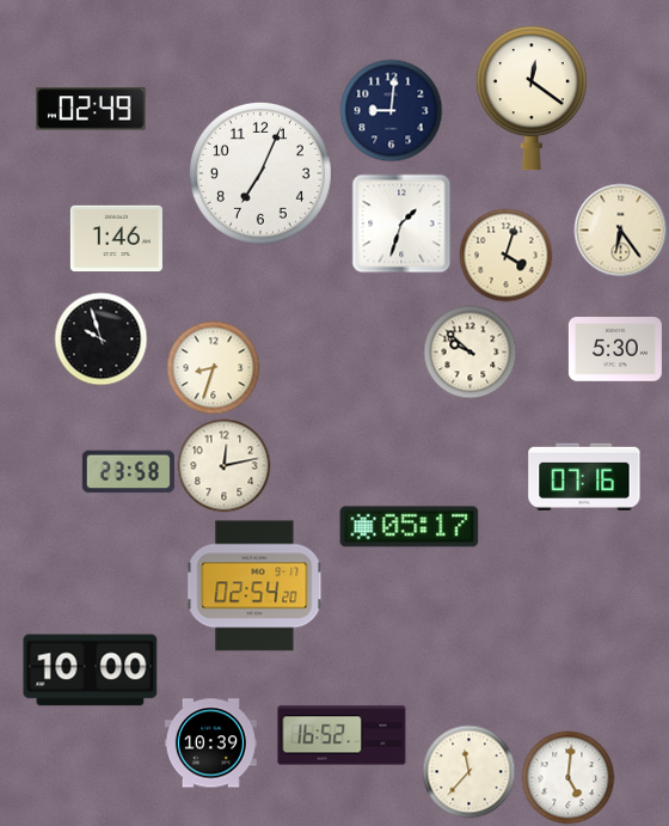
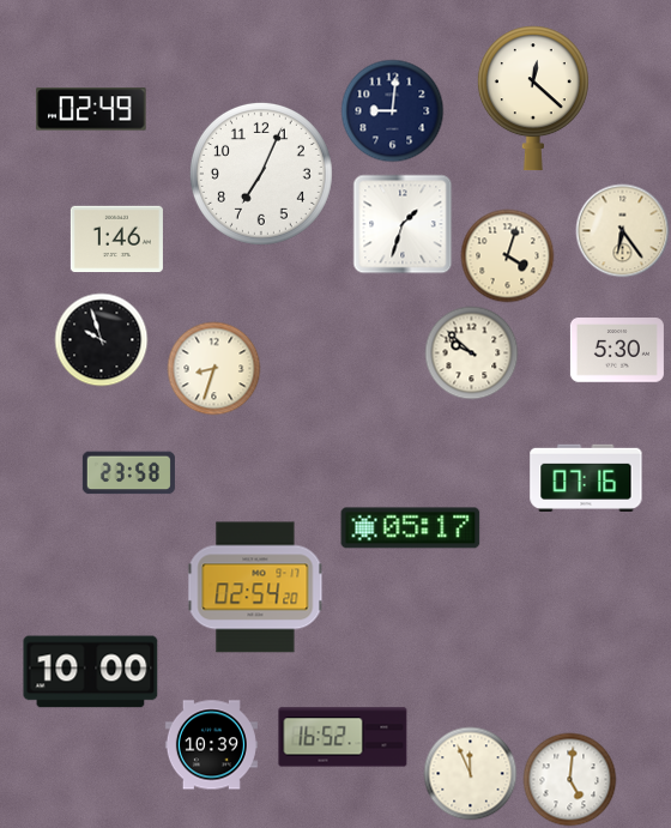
clock at (532, 98): 12:21 -> 12:22
clock at (223, 465): 12:13 -> none
clock at (468, 771): 11:37 -> 11:56
